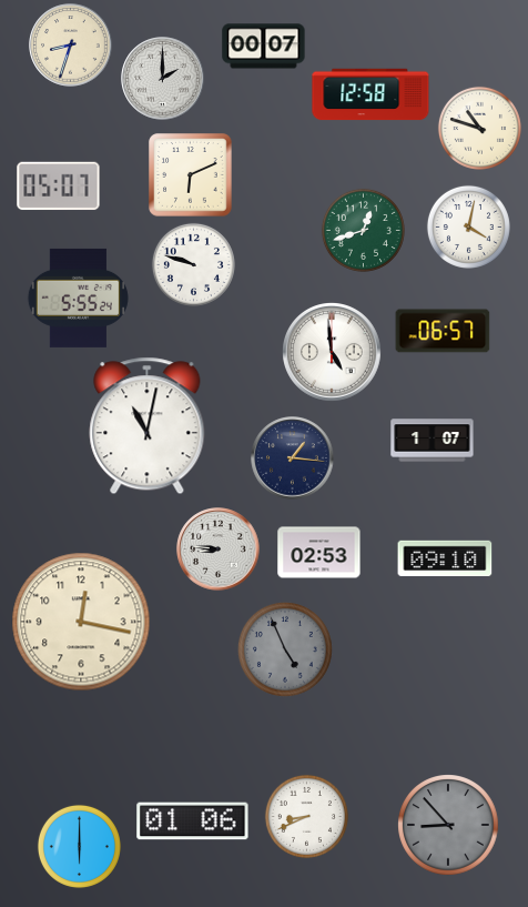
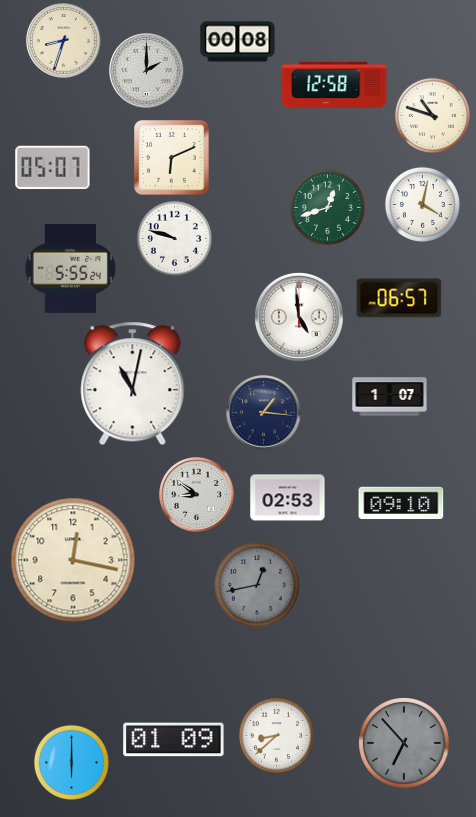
clock at (264, 47): 00:07 -> 00:08
clock at (219, 550): 8:46 -> 8:51
clock at (285, 649): 4:56 -> 12:43
clock at (306, 816): 8:41 -> 8:38
clock at (193, 822): 01:06 -> 01:09
clock at (449, 826): 8:53 -> 6:53
